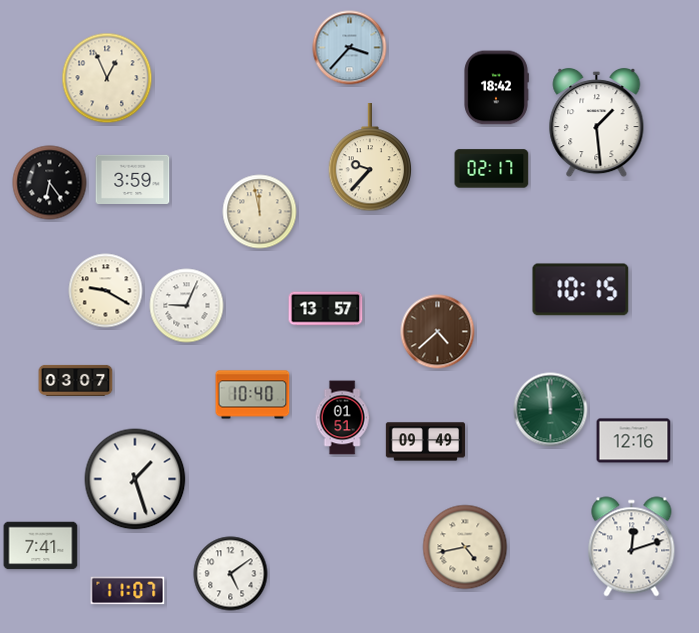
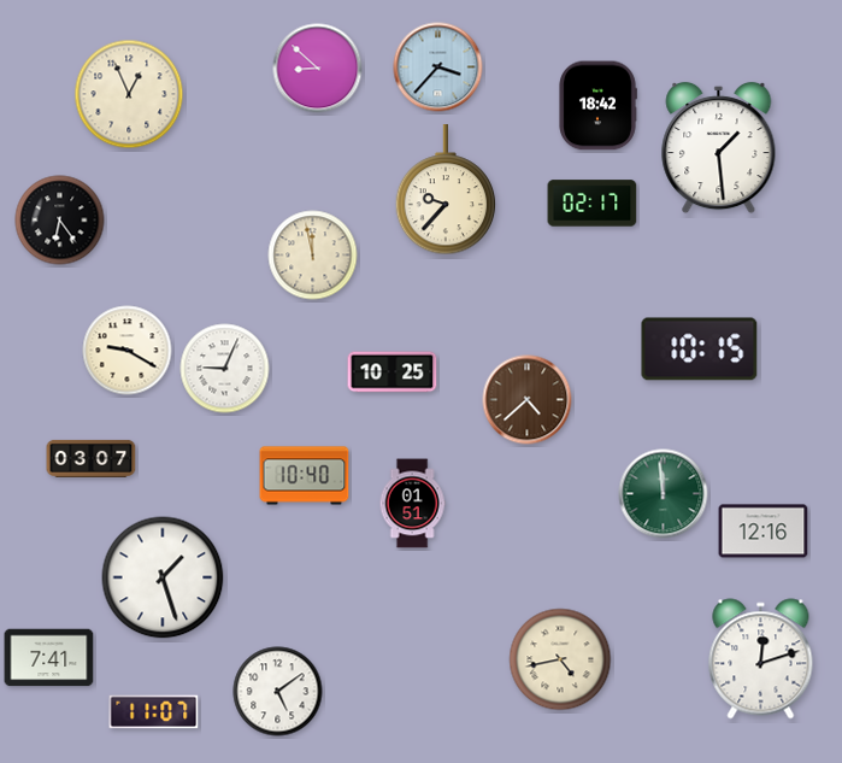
clock at (350, 48) position: (350, 48) -> (438, 68)
clock at (318, 69): none -> 8:52
clock at (133, 179): 3:59 -> none
clock at (326, 309): 13:57 -> 10:25
clock at (426, 442): 09:49 -> none
